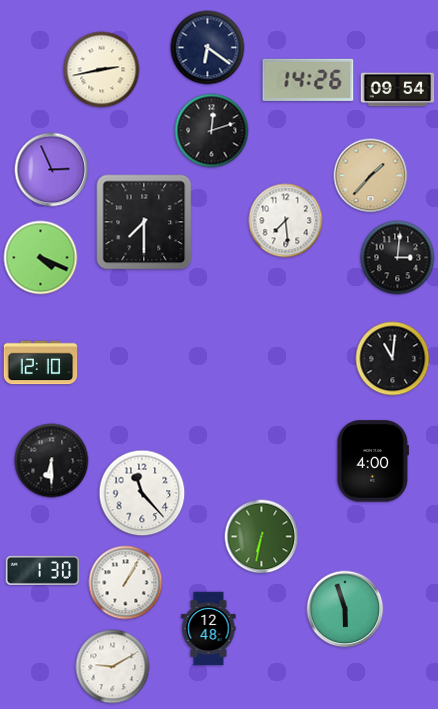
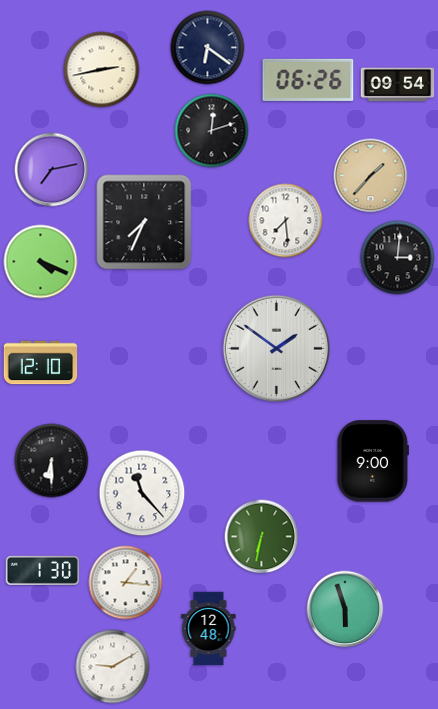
clock at (308, 80): 14:26 -> 06:26
clock at (398, 90) position: (398, 90) -> (398, 85)
clock at (52, 170): 2:56 -> 7:13
clock at (144, 222): 7:30 -> 7:34
clock at (41, 258) position: (41, 258) -> (41, 262)
clock at (277, 349): none -> 1:51
clock at (393, 359): 11:01 -> none
clock at (373, 461): 4:00 -> 9:00
clock at (126, 583): 1:05 -> 1:16
